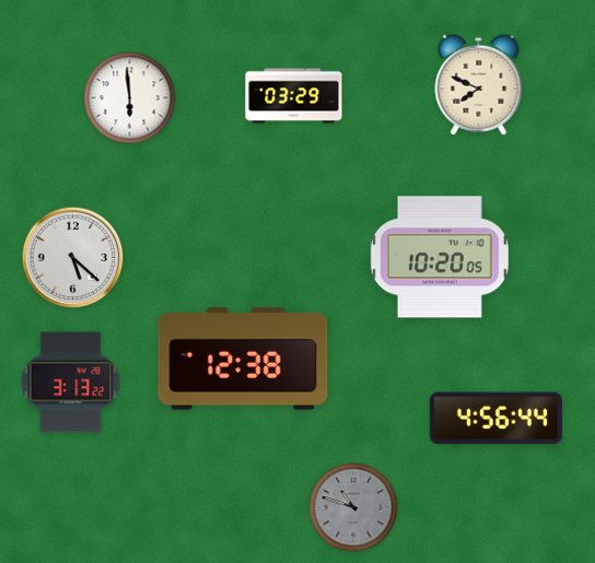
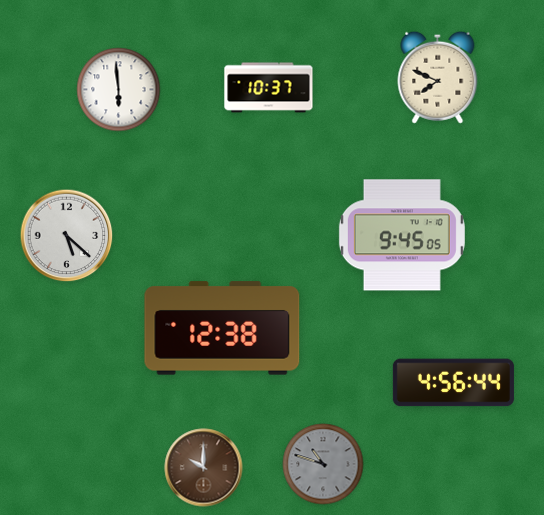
clock at (294, 96): 03:29 -> 10:37
clock at (440, 257): 10:20 -> 9:45
clock at (71, 383): 3:13 -> none
clock at (204, 468): none -> 10:00
